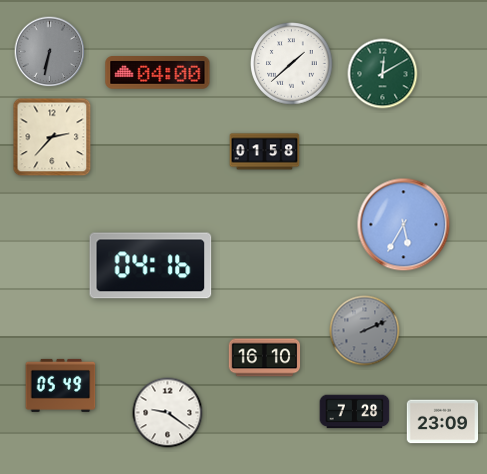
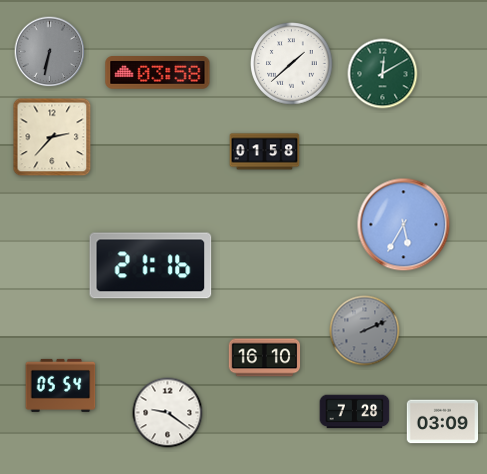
clock at (158, 73): 04:00 -> 03:58
clock at (151, 266): 04:16 -> 21:16
clock at (61, 385): 05:49 -> 05:54
clock at (443, 422): 23:09 -> 03:09
